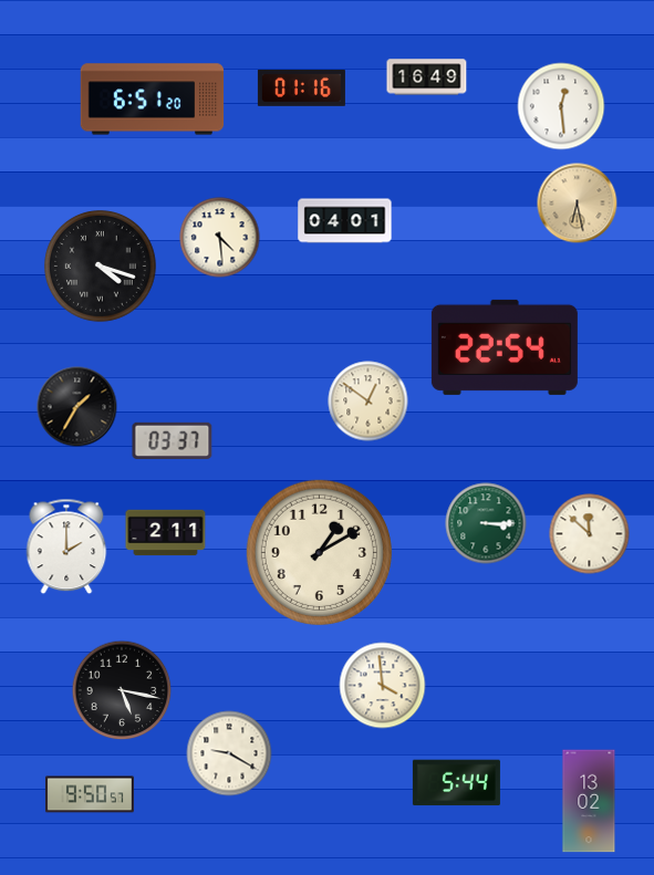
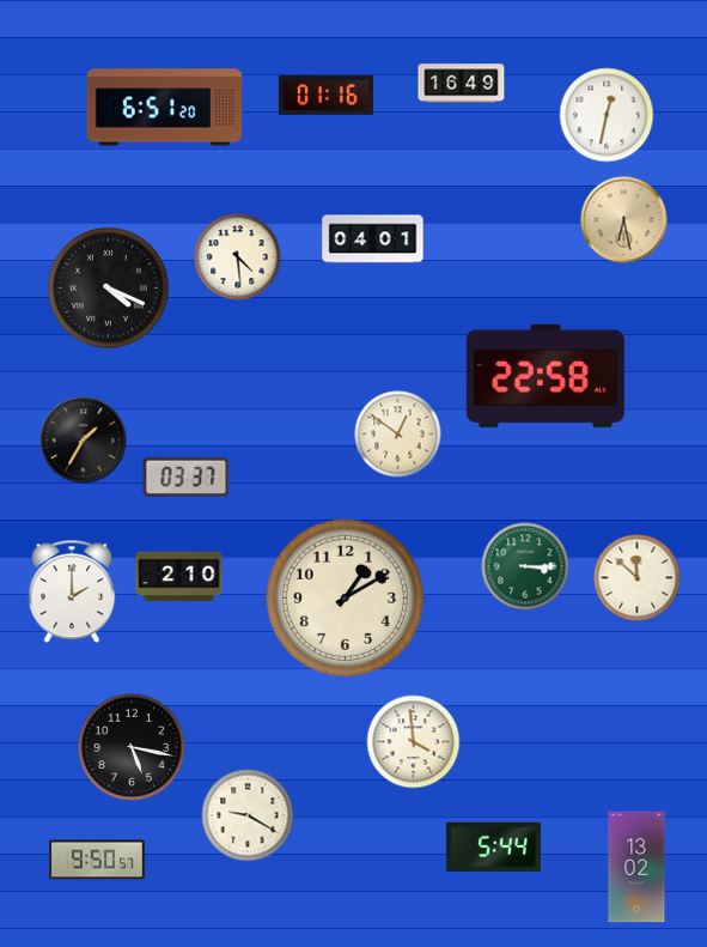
clock at (561, 106): 12:29 -> 12:32
clock at (101, 267): 4:18 -> 4:19
clock at (505, 347): 22:54 -> 22:58
clock at (166, 533): 2:11 -> 2:10
